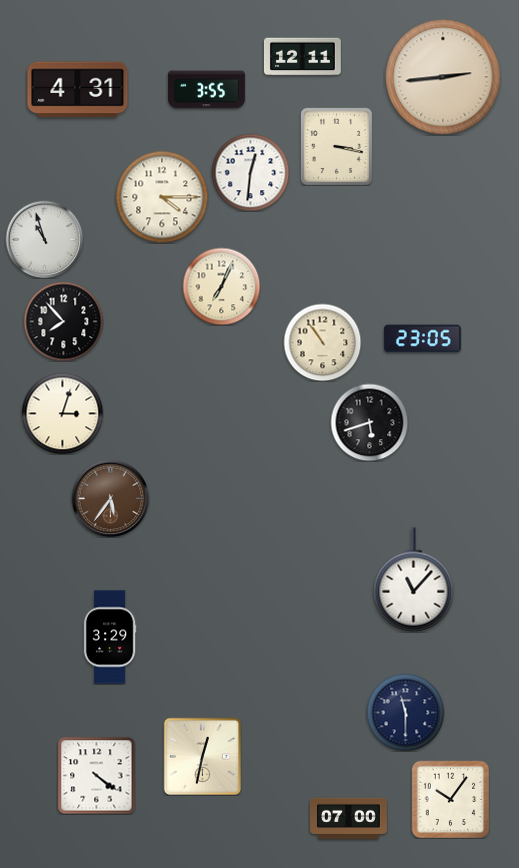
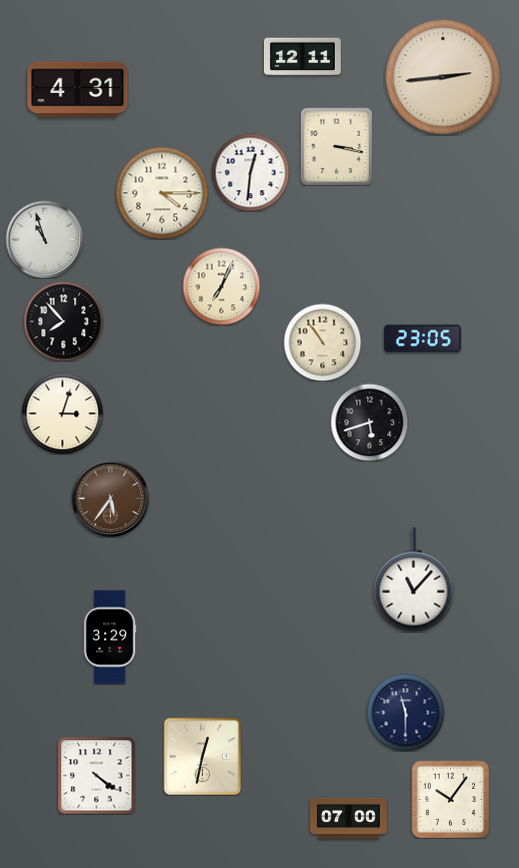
clock at (207, 90): 3:55 -> none
clock at (162, 197) position: (162, 197) -> (162, 193)
